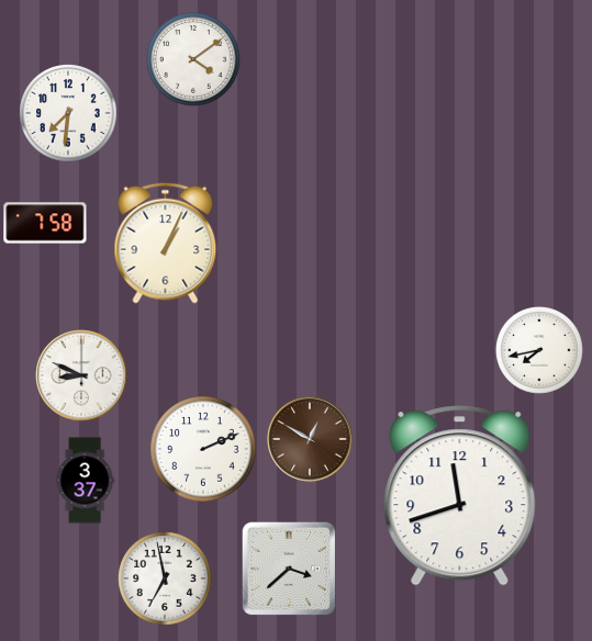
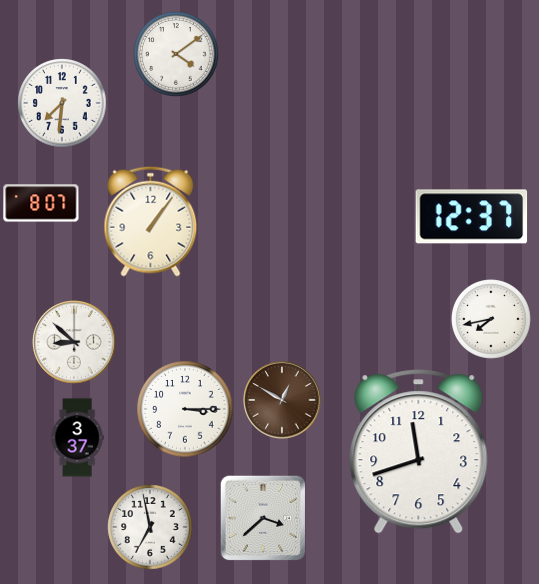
clock at (45, 223): 7:58 -> 8:07
clock at (472, 217): none -> 12:37
clock at (166, 243): 1:04 -> 1:06
clock at (81, 375): 8:49 -> 8:52
clock at (203, 449): 2:11 -> 3:15
